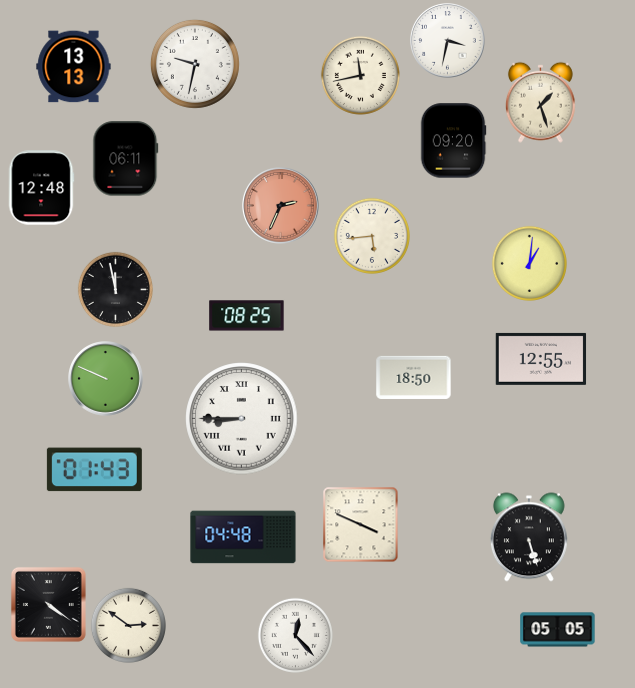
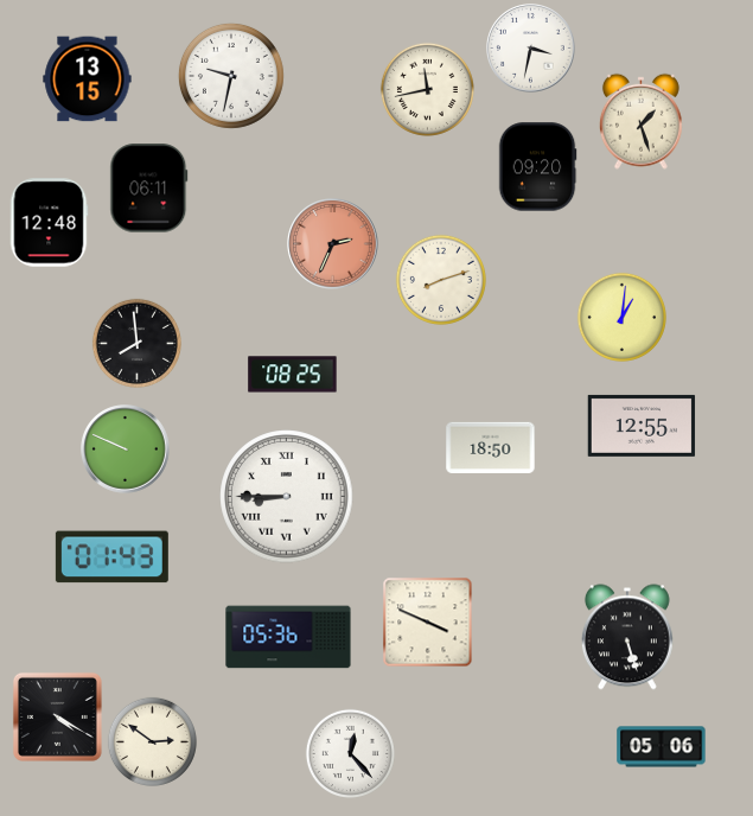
clock at (74, 67): 13:13 -> 13:15
clock at (372, 236): 5:44 -> 8:12
clock at (529, 263) position: (529, 263) -> (621, 317)
clock at (115, 289): 11:58 -> 7:59
clock at (243, 537): 04:48 -> 05:36
clock at (48, 604): 4:21 -> 4:20
clock at (558, 630): 05:05 -> 05:06
